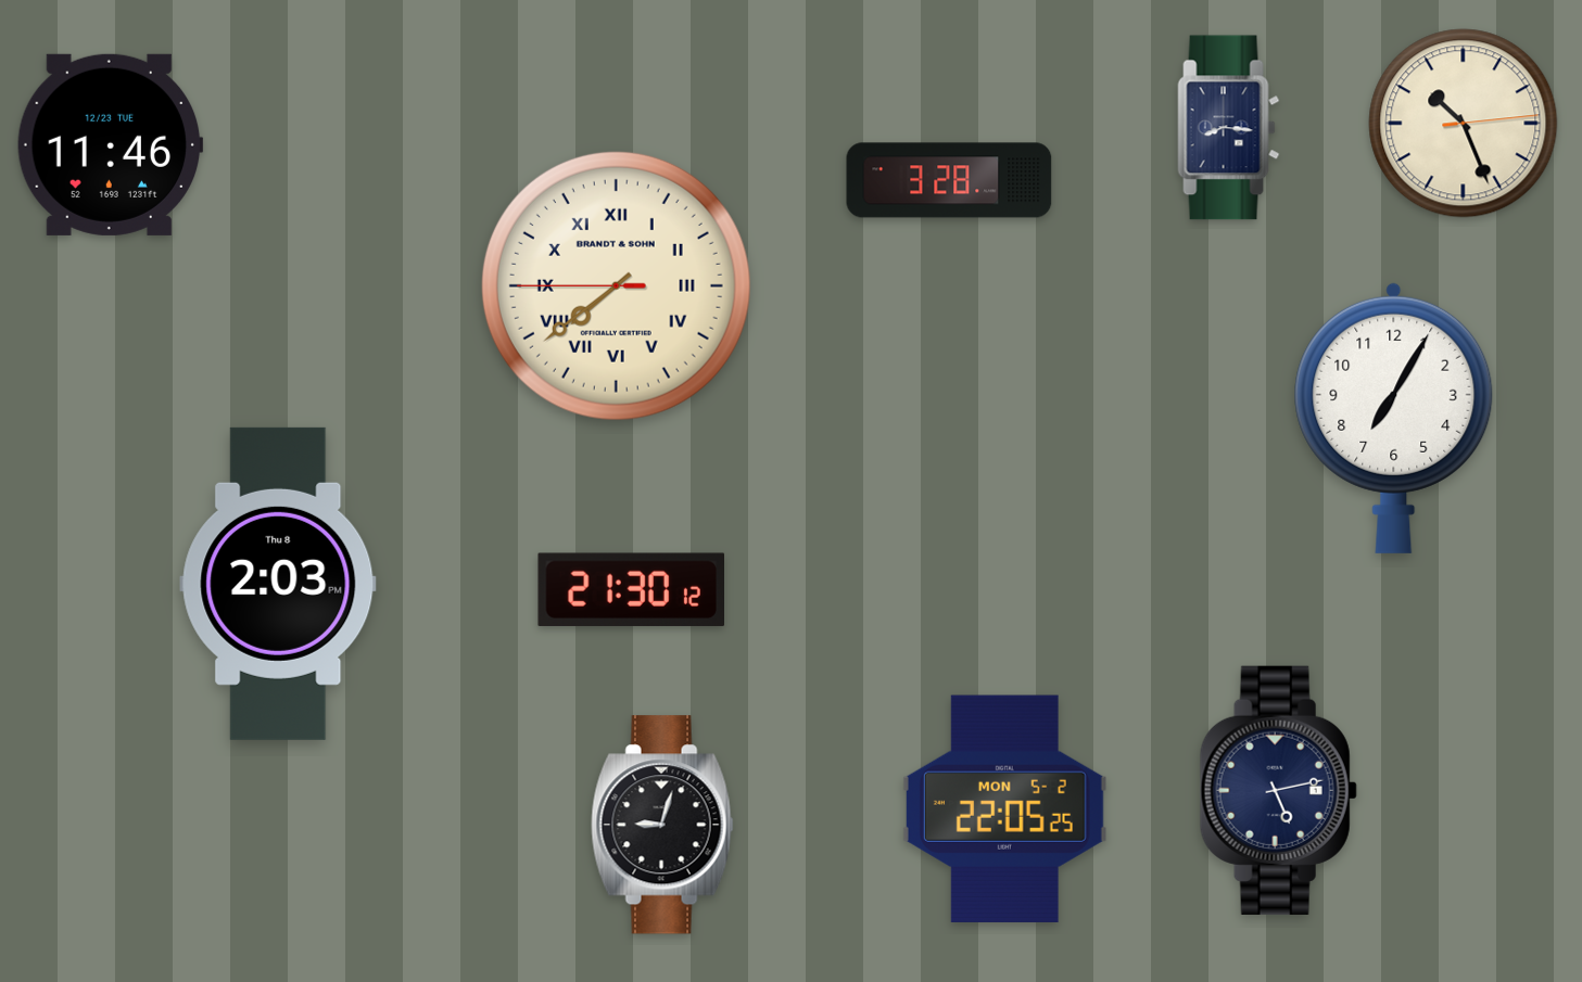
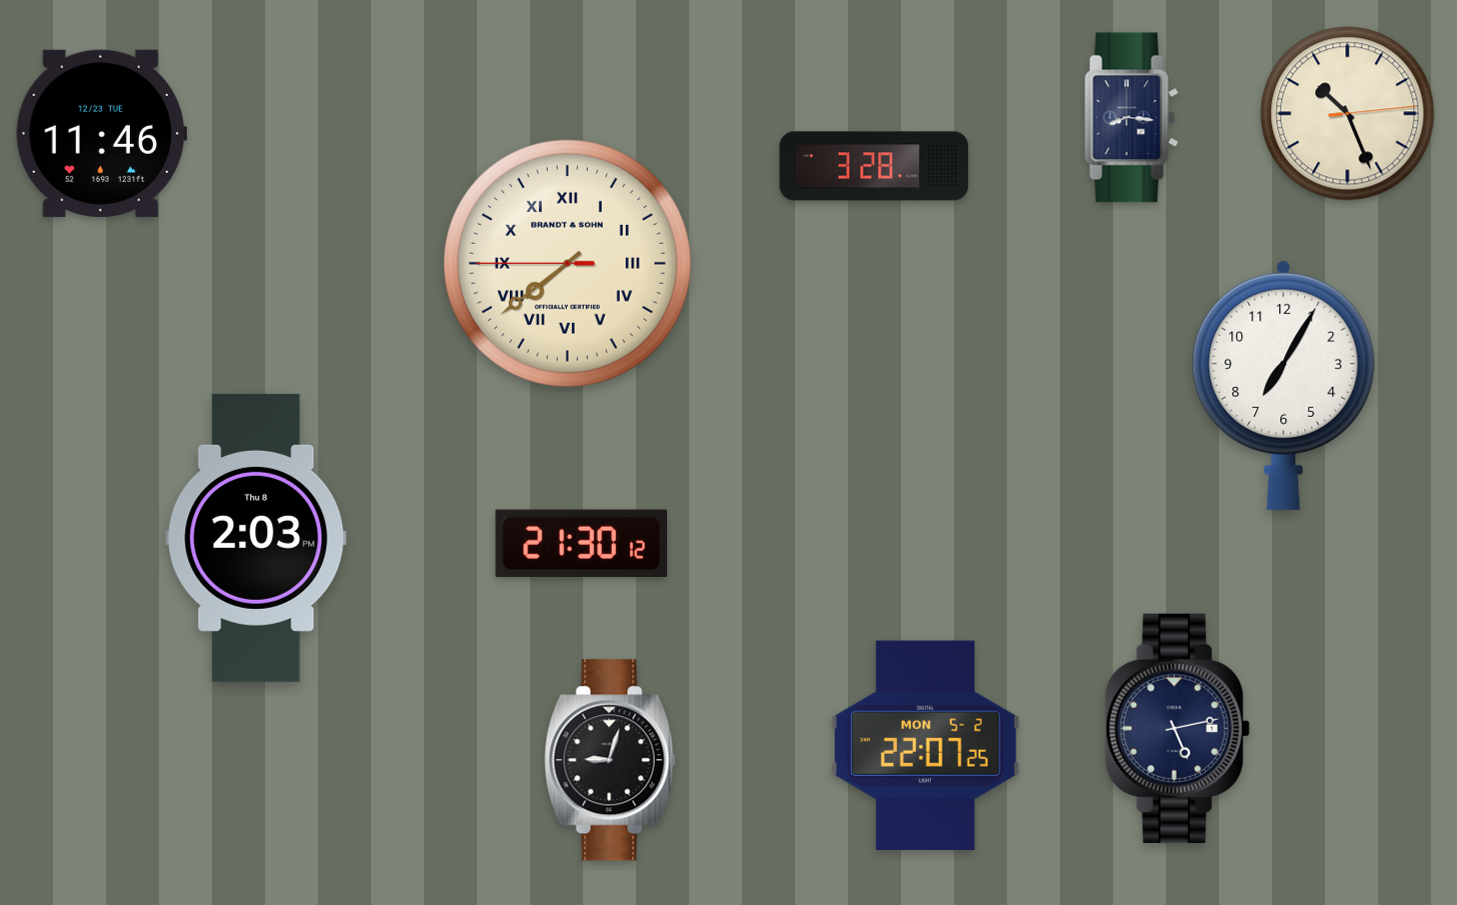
clock at (1004, 808): 22:05 -> 22:07
